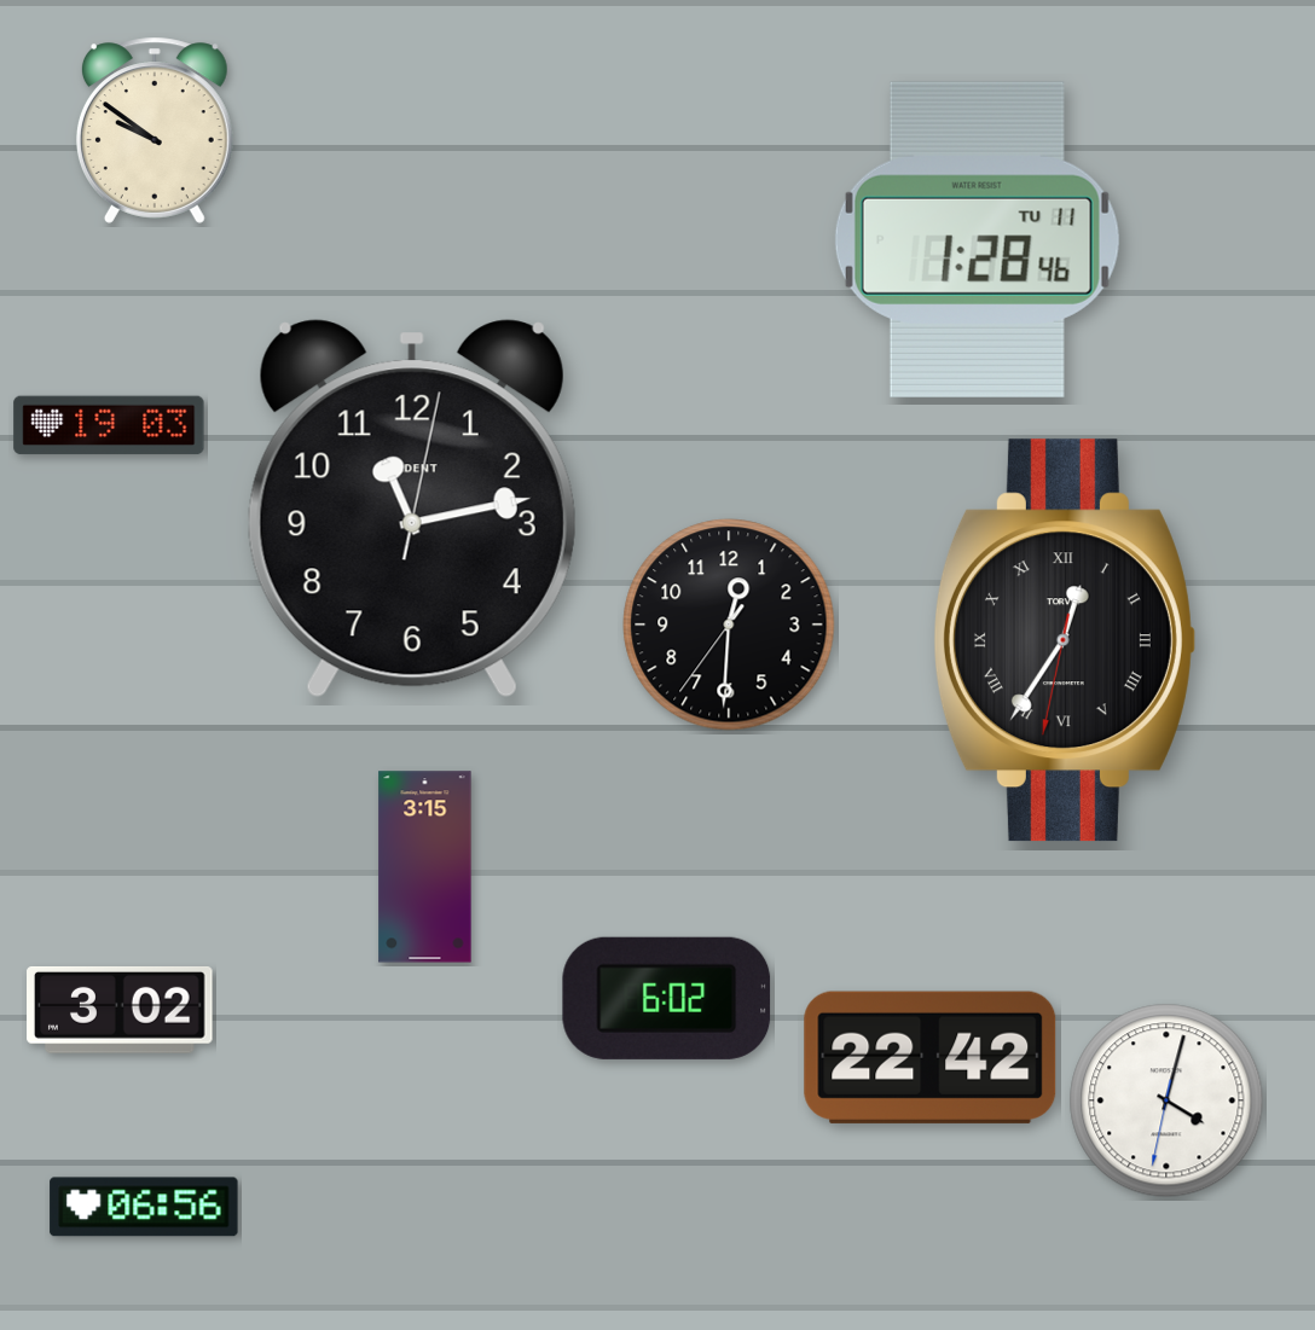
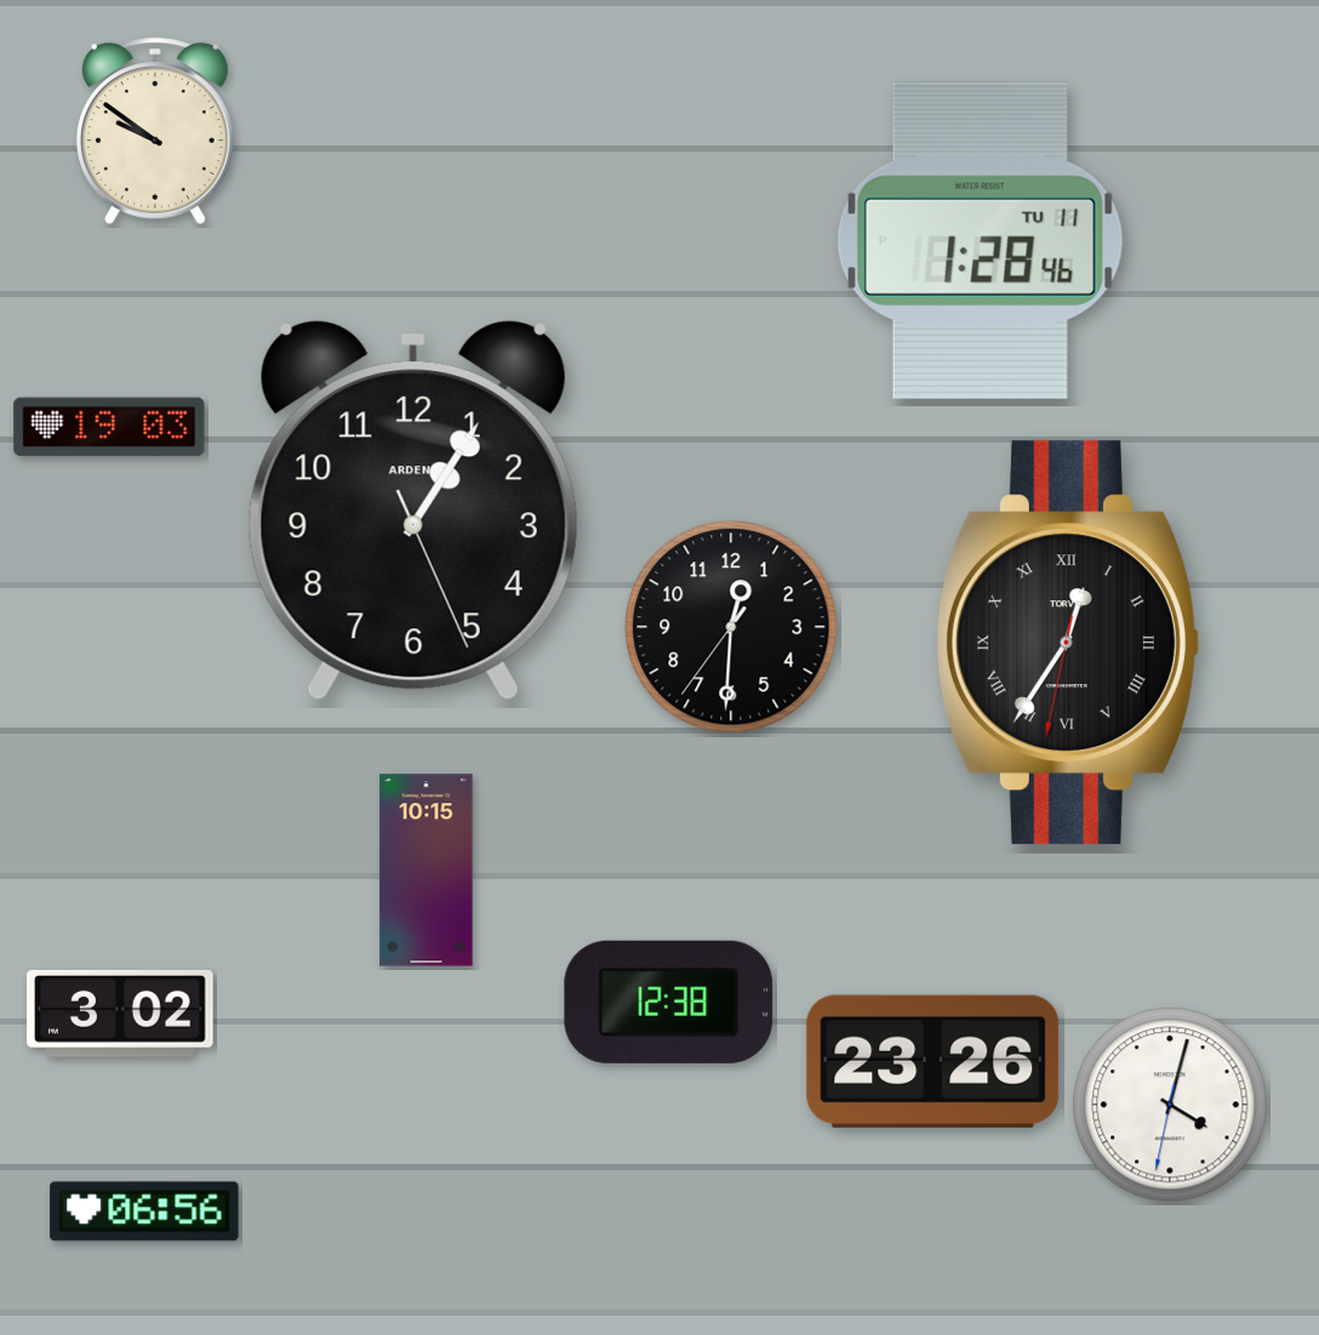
clock at (412, 509): 11:13 -> 1:05
clock at (425, 867): 3:15 -> 10:15
clock at (667, 998): 6:02 -> 12:38
clock at (931, 1057): 22:42 -> 23:26
